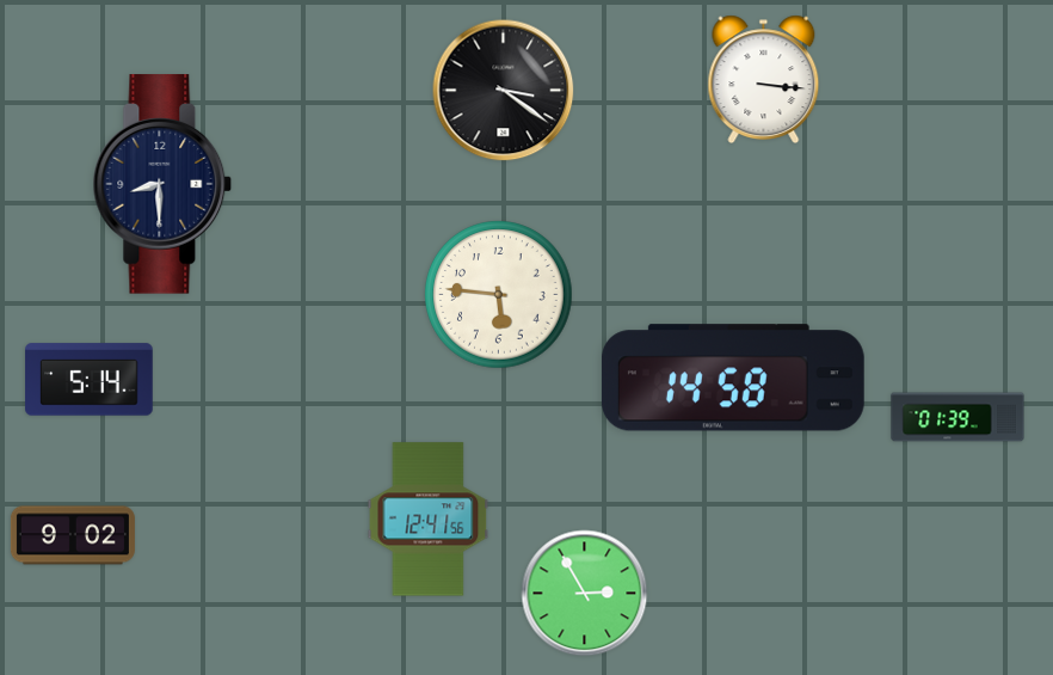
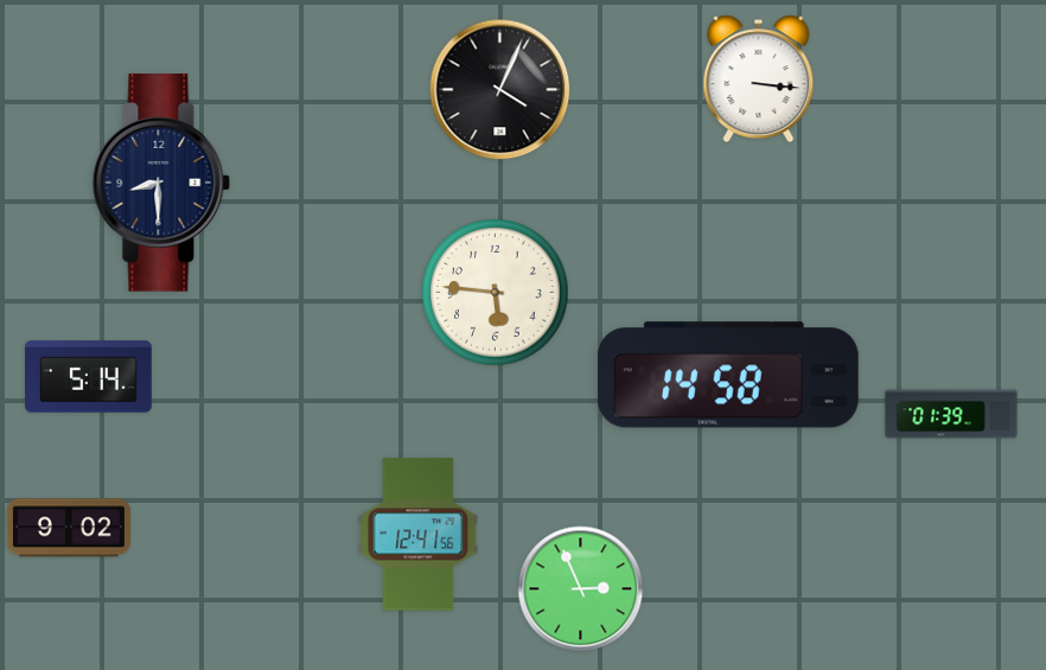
clock at (504, 91): 3:21 -> 4:04
clock at (429, 520) position: (429, 520) -> (419, 535)
clock at (73, 535) position: (73, 535) -> (69, 528)
clock at (585, 594): 2:55 -> 2:56
